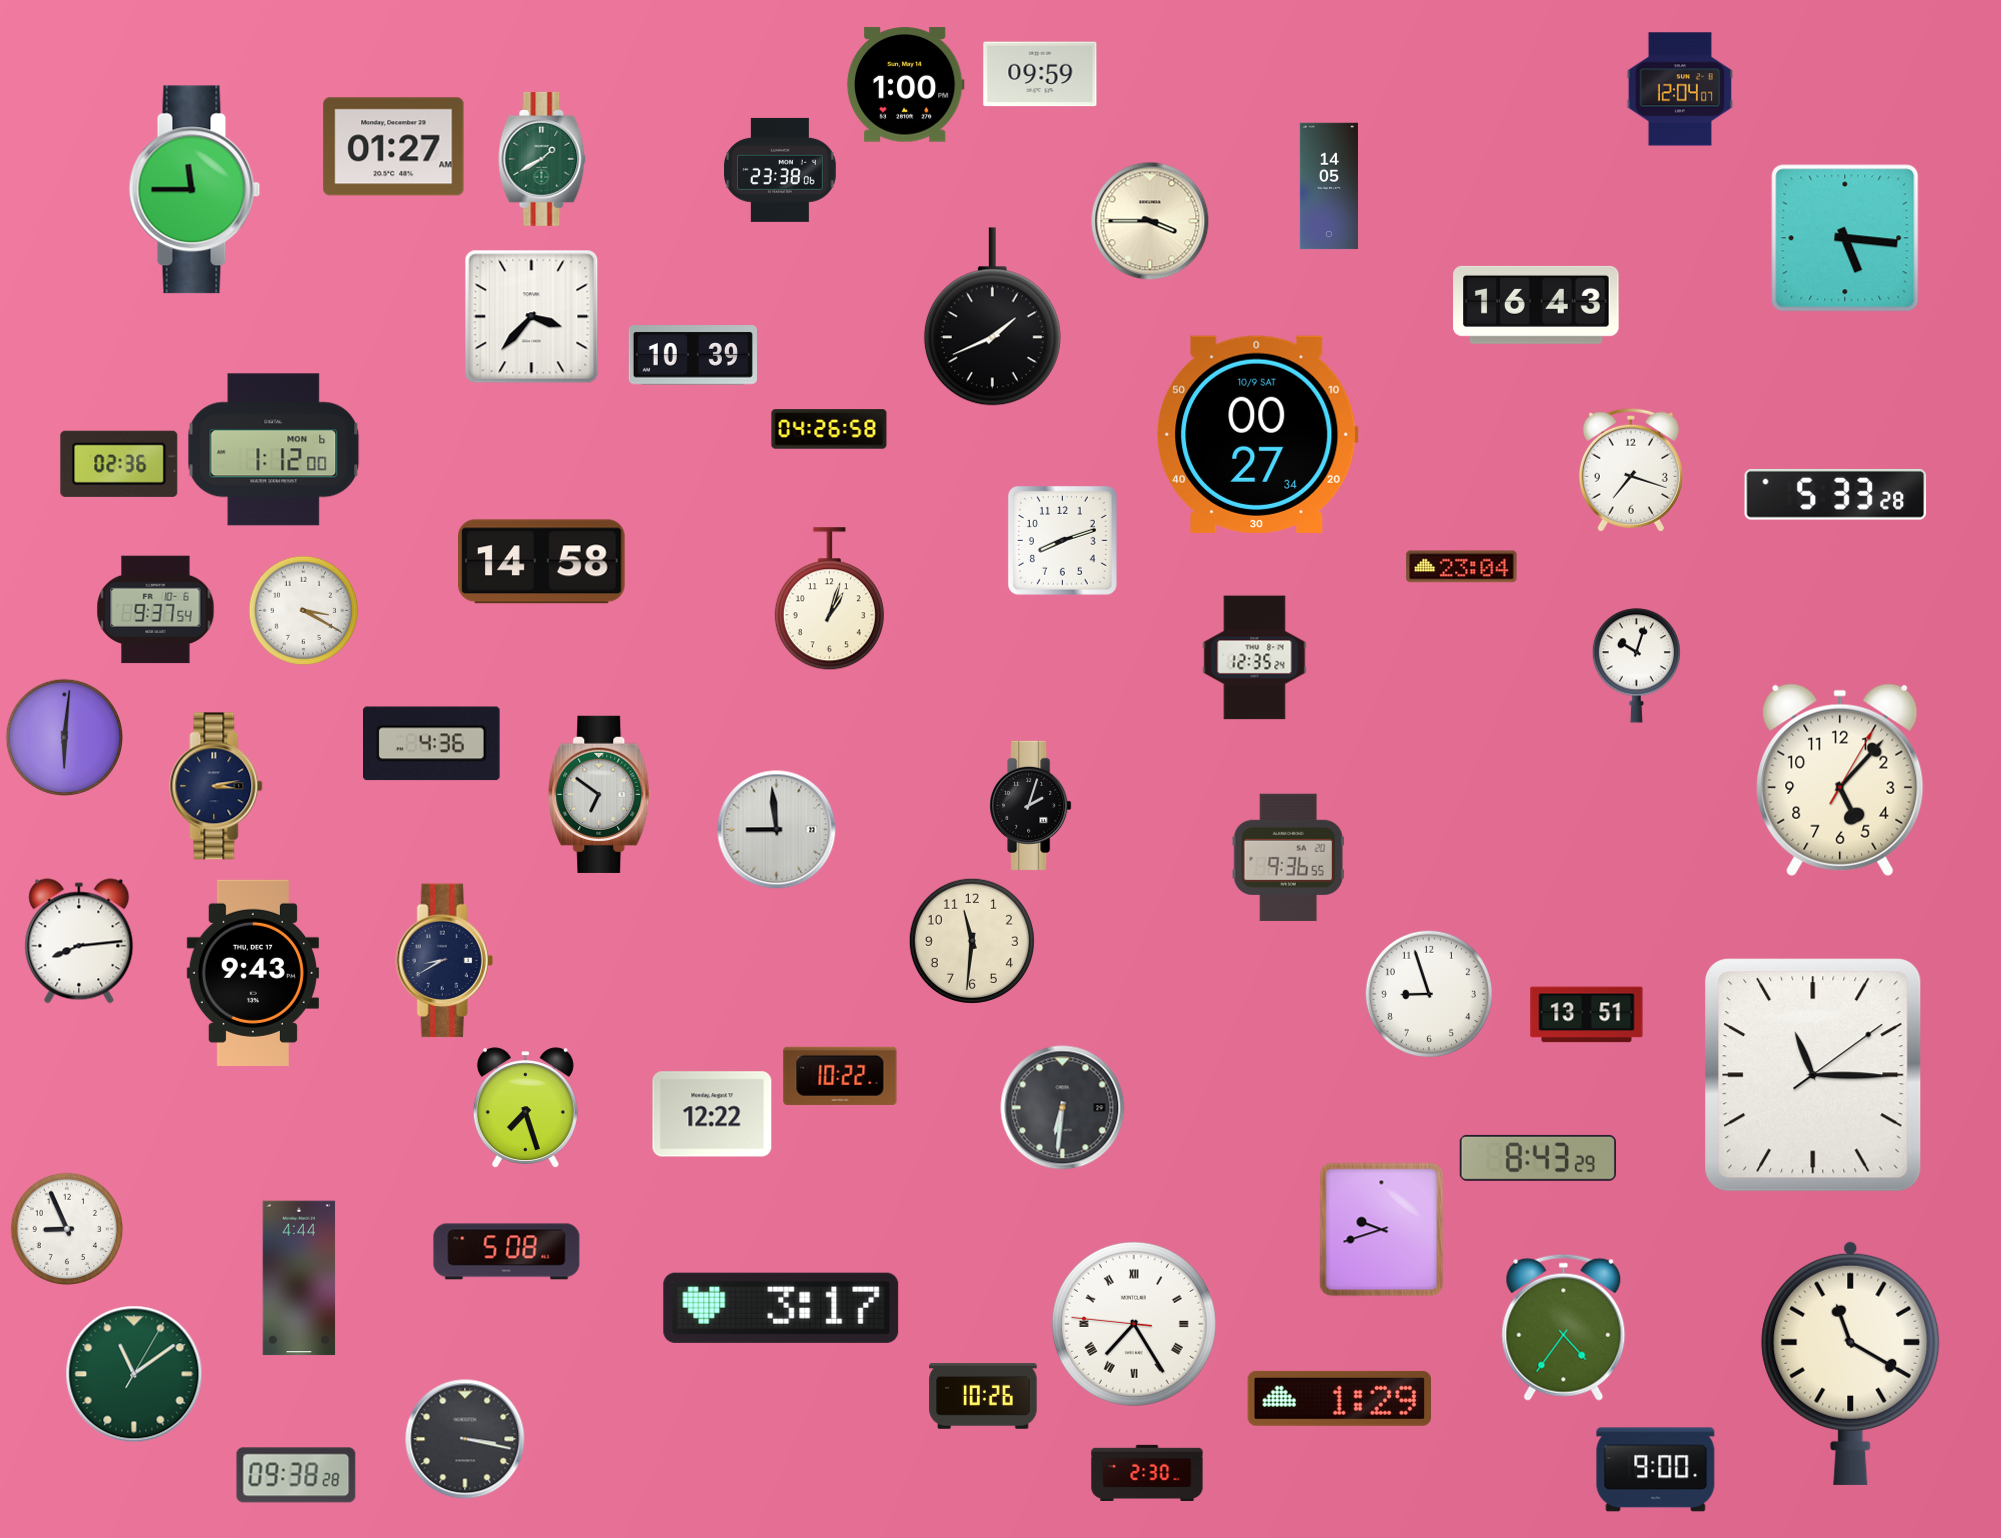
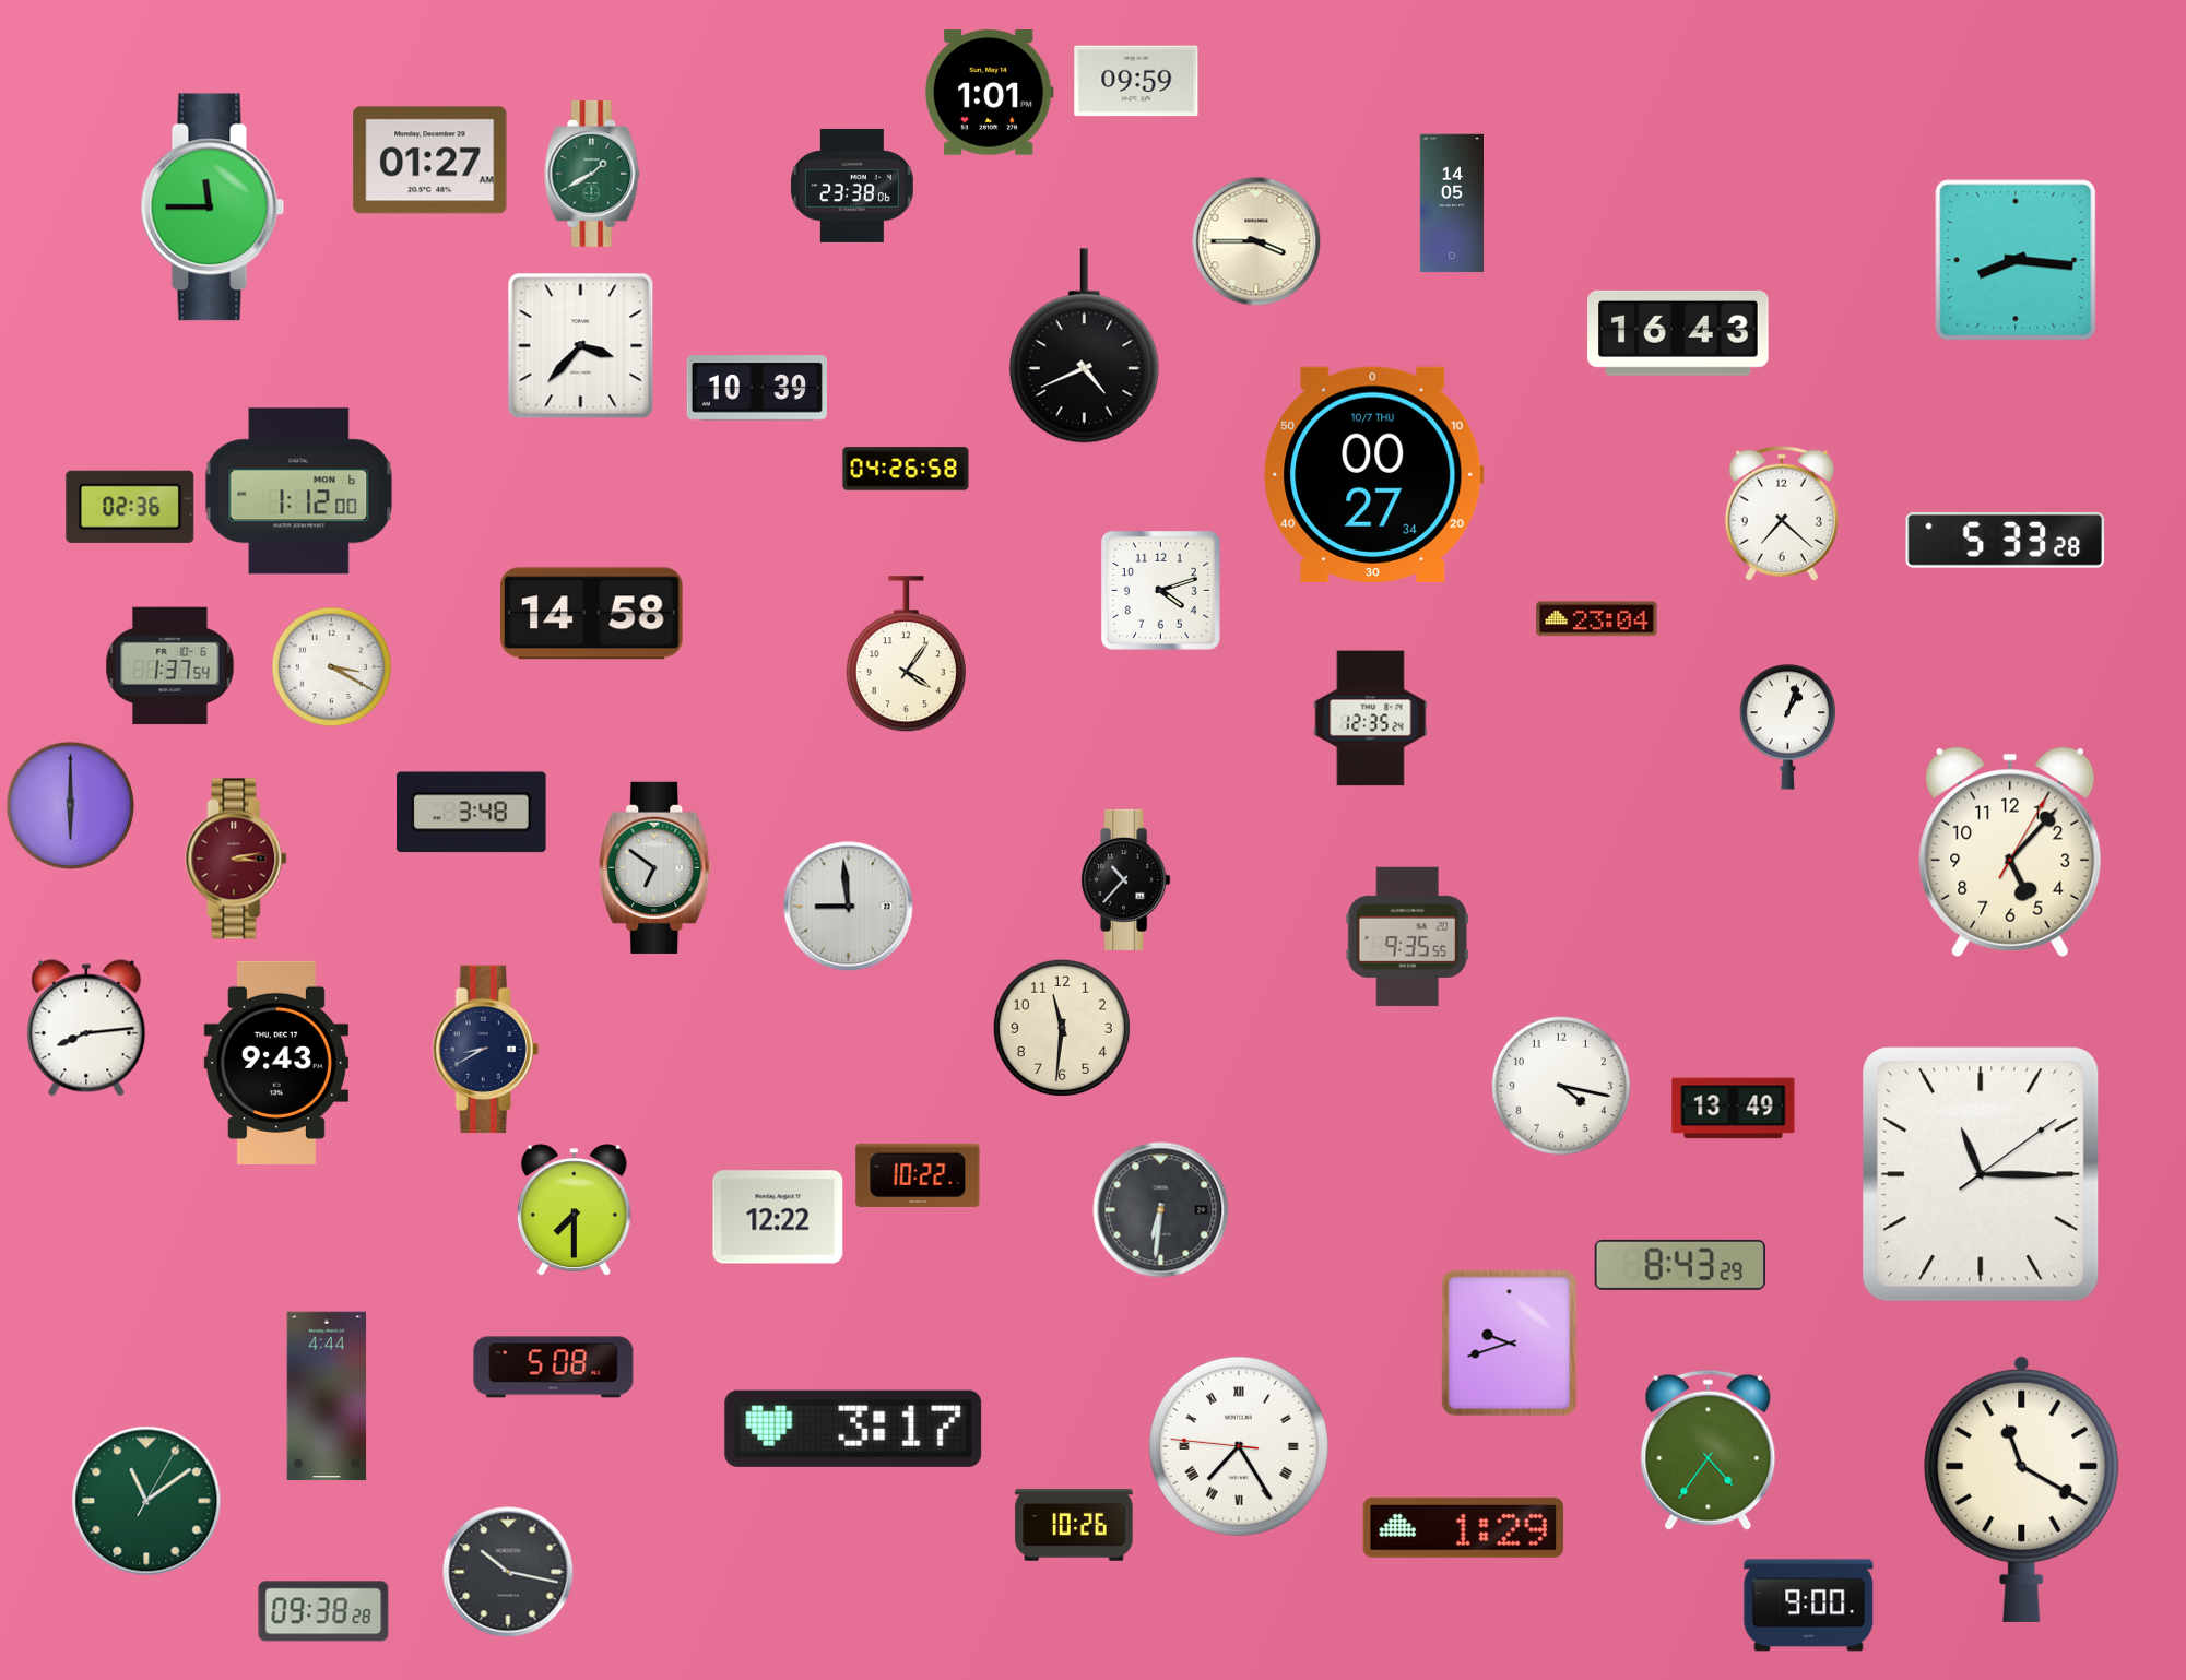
clock at (905, 85): 1:00 -> 1:01
clock at (1679, 89): 12:04 -> none
clock at (1845, 238): 5:16 -> 8:16
clock at (992, 317): 1:41 -> 4:41
clock at (1258, 434) date: 10/9 SAT -> 10/7 THU
clock at (1631, 470): 7:18 -> 7:22
clock at (1062, 540): 8:12 -> 4:12
clock at (829, 599): 1:03 -> 4:06
clock at (156, 610): 9:37 -> 1:37
clock at (1636, 666): 10:03 -> 1:03
clock at (64, 737): 6:01 -> 6:00
clock at (432, 744): 4:36 -> 3:48
clock at (216, 786) dial: navy -> burgundy
clock at (1031, 805): 2:03 -> 10:37
clock at (1288, 857): 9:36 -> 9:35
clock at (1429, 994): 8:57 -> 4:17
clock at (1587, 1015): 13:51 -> 13:49
clock at (525, 1108): 7:27 -> 7:30
clock at (67, 1229): 8:56 -> none
clock at (465, 1439): 3:17 -> 10:17
clock at (1147, 1472): 2:30 -> none
